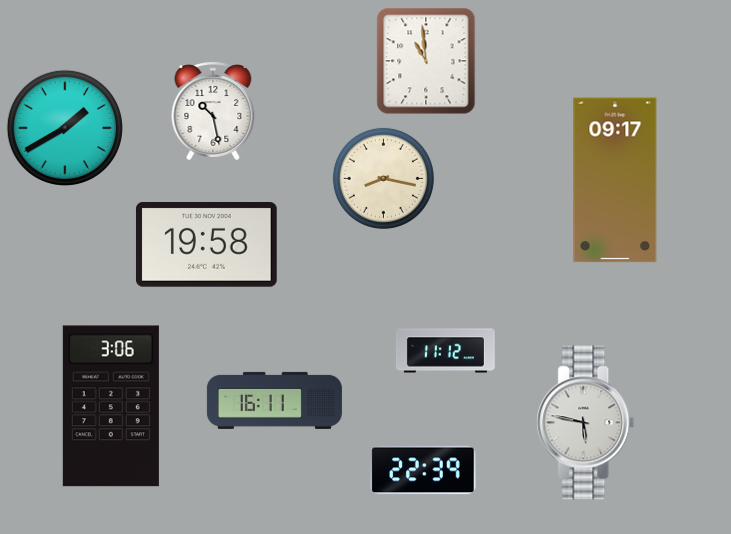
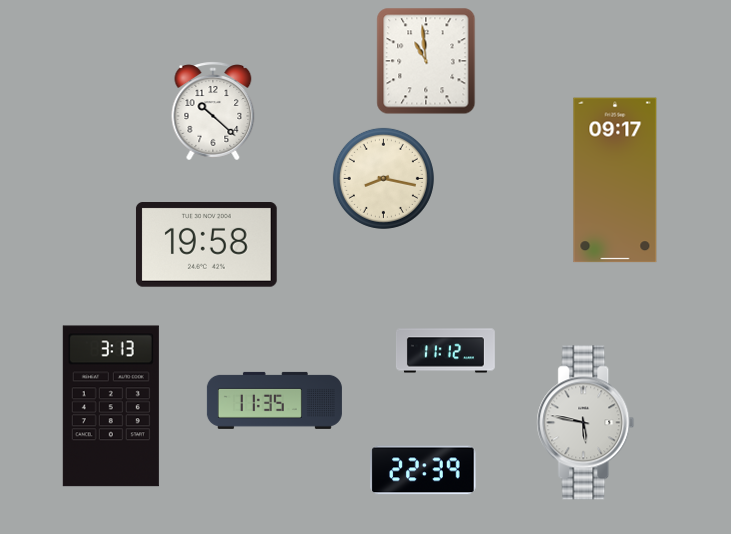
clock at (213, 111): 10:28 -> 10:22
clock at (65, 128): 1:40 -> none
clock at (274, 400): 16:11 -> 11:35
clock at (111, 406): 3:06 -> 3:13
